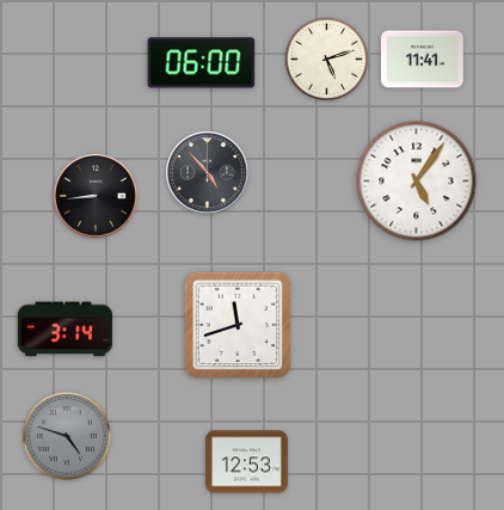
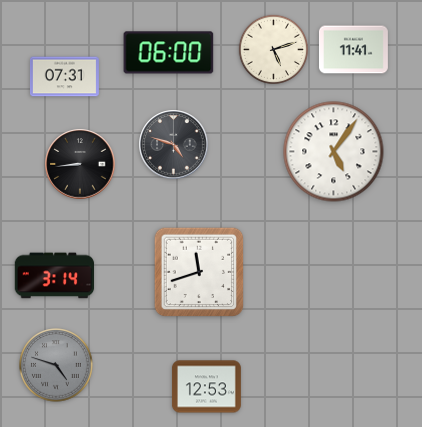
clock at (64, 77): none -> 07:31
clock at (208, 173): 4:53 -> 4:48
clock at (417, 182) position: (417, 182) -> (334, 152)
